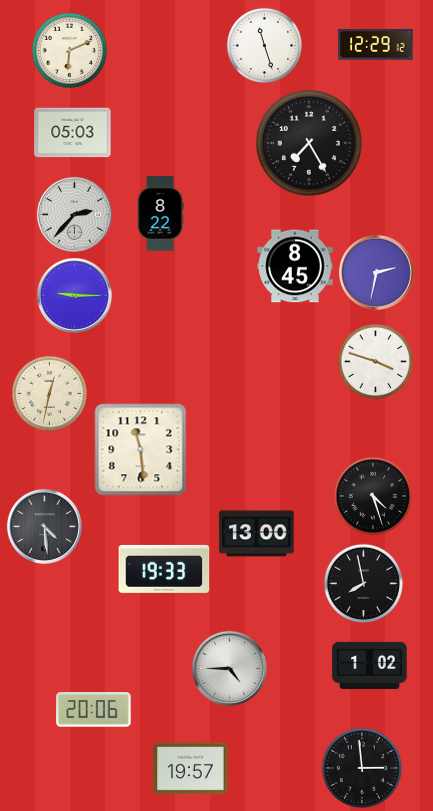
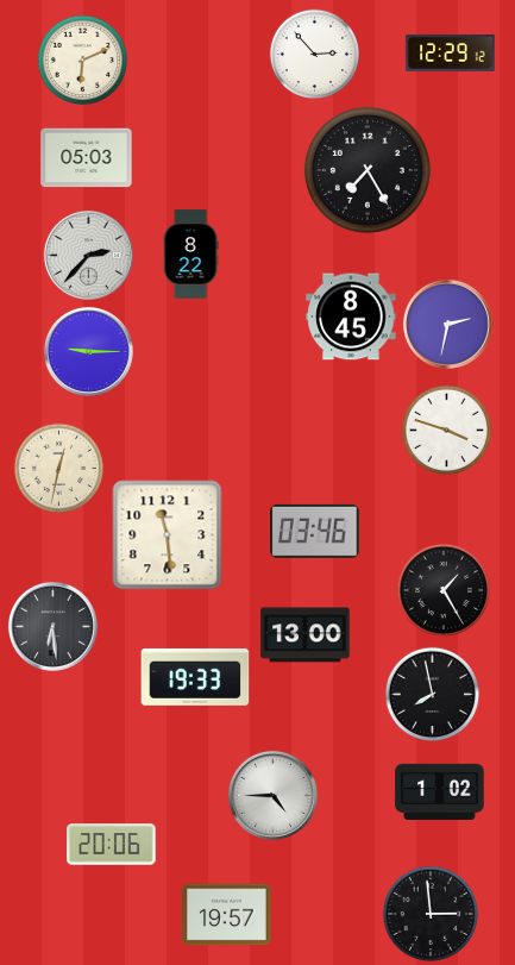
clock at (376, 45) position: (376, 45) -> (451, 54)
clock at (265, 46): 11:27 -> 2:53
clock at (315, 531): none -> 03:46
clock at (373, 496): 4:27 -> 1:25
clock at (44, 526): 4:29 -> 6:29
